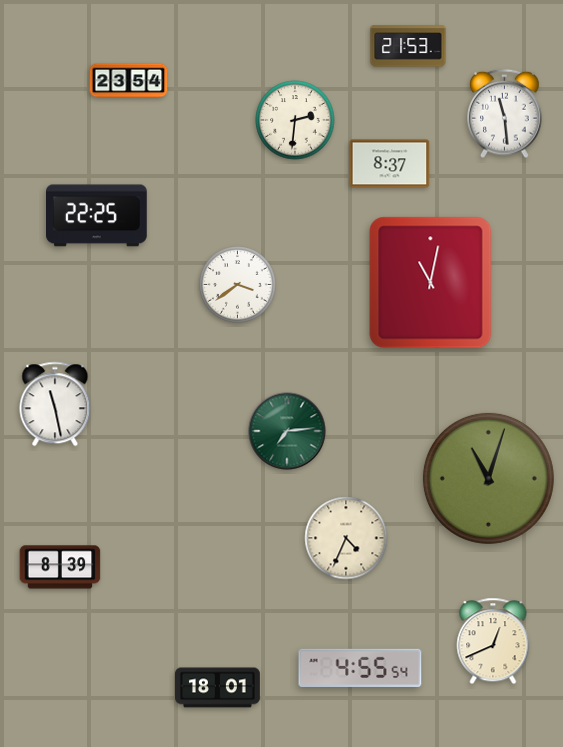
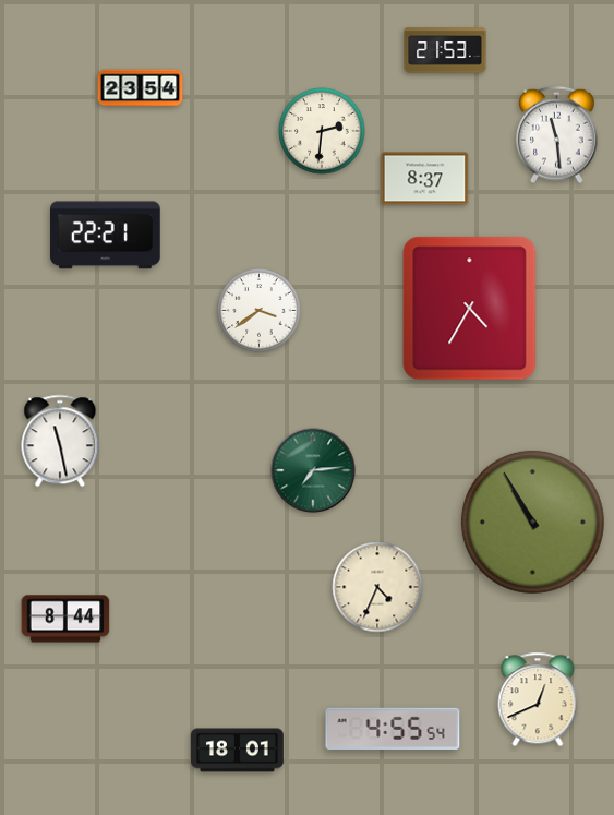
clock at (505, 114) position: (505, 114) -> (557, 135)
clock at (97, 216): 22:25 -> 22:21
clock at (431, 283): 11:02 -> 4:35
clock at (488, 478): 11:03 -> 10:55
clock at (60, 567): 8:39 -> 8:44
